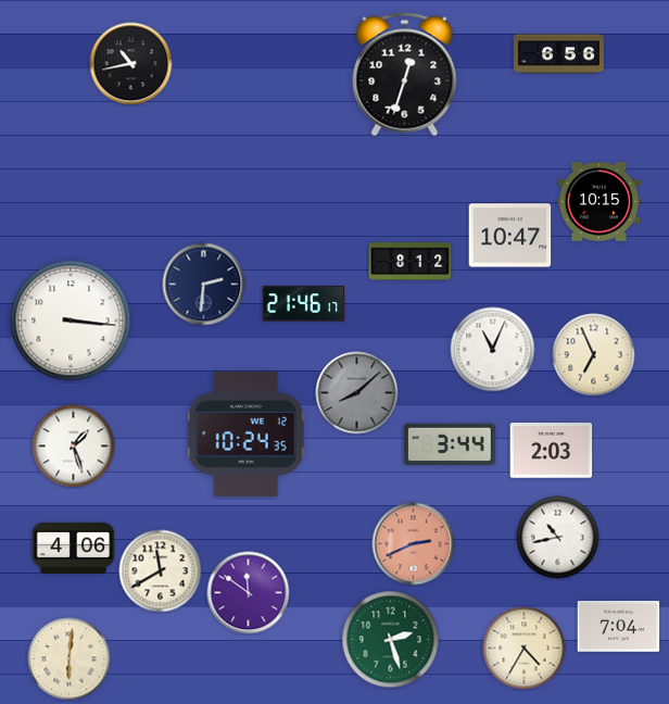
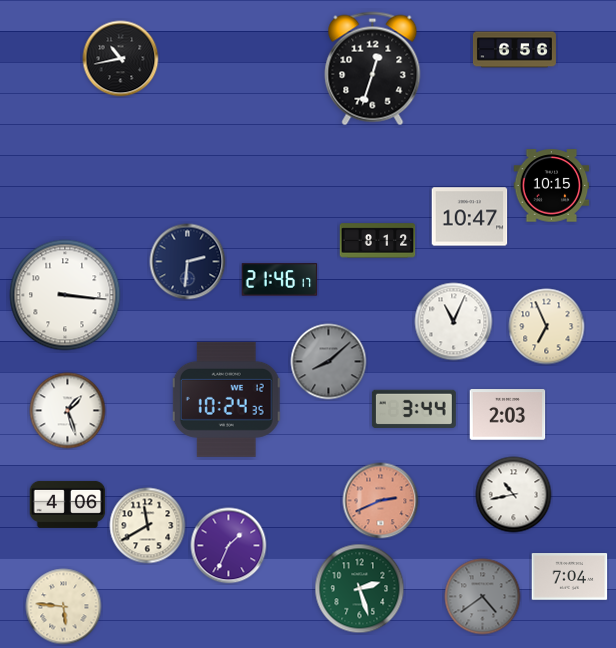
clock at (249, 593): 11:51 -> 1:34
clock at (525, 649): 4:35 -> 4:39
clock at (525, 649) dial: cream -> grey
clock at (70, 659): 6:01 -> 5:46
